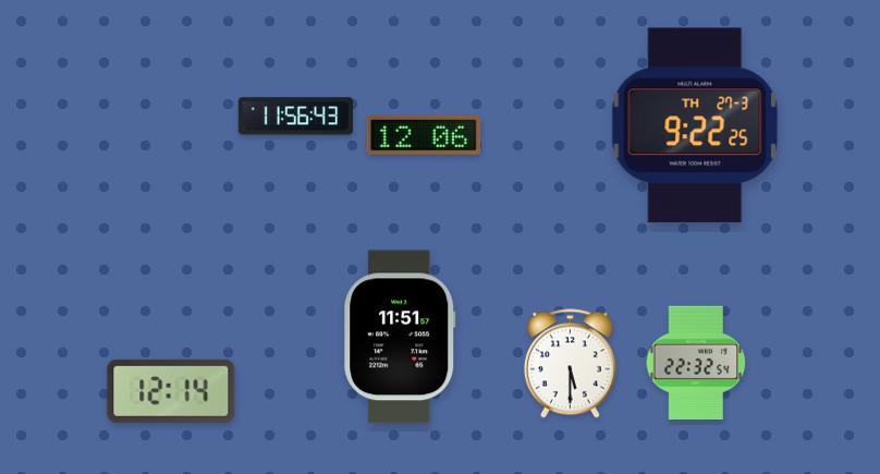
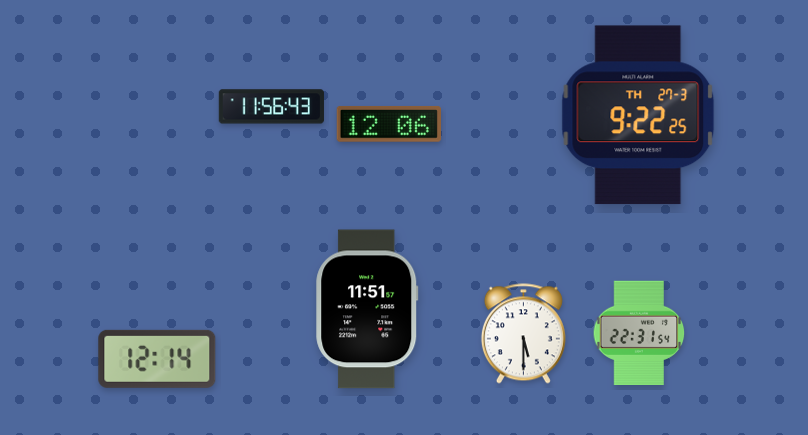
clock at (696, 362): 22:32 -> 22:31
